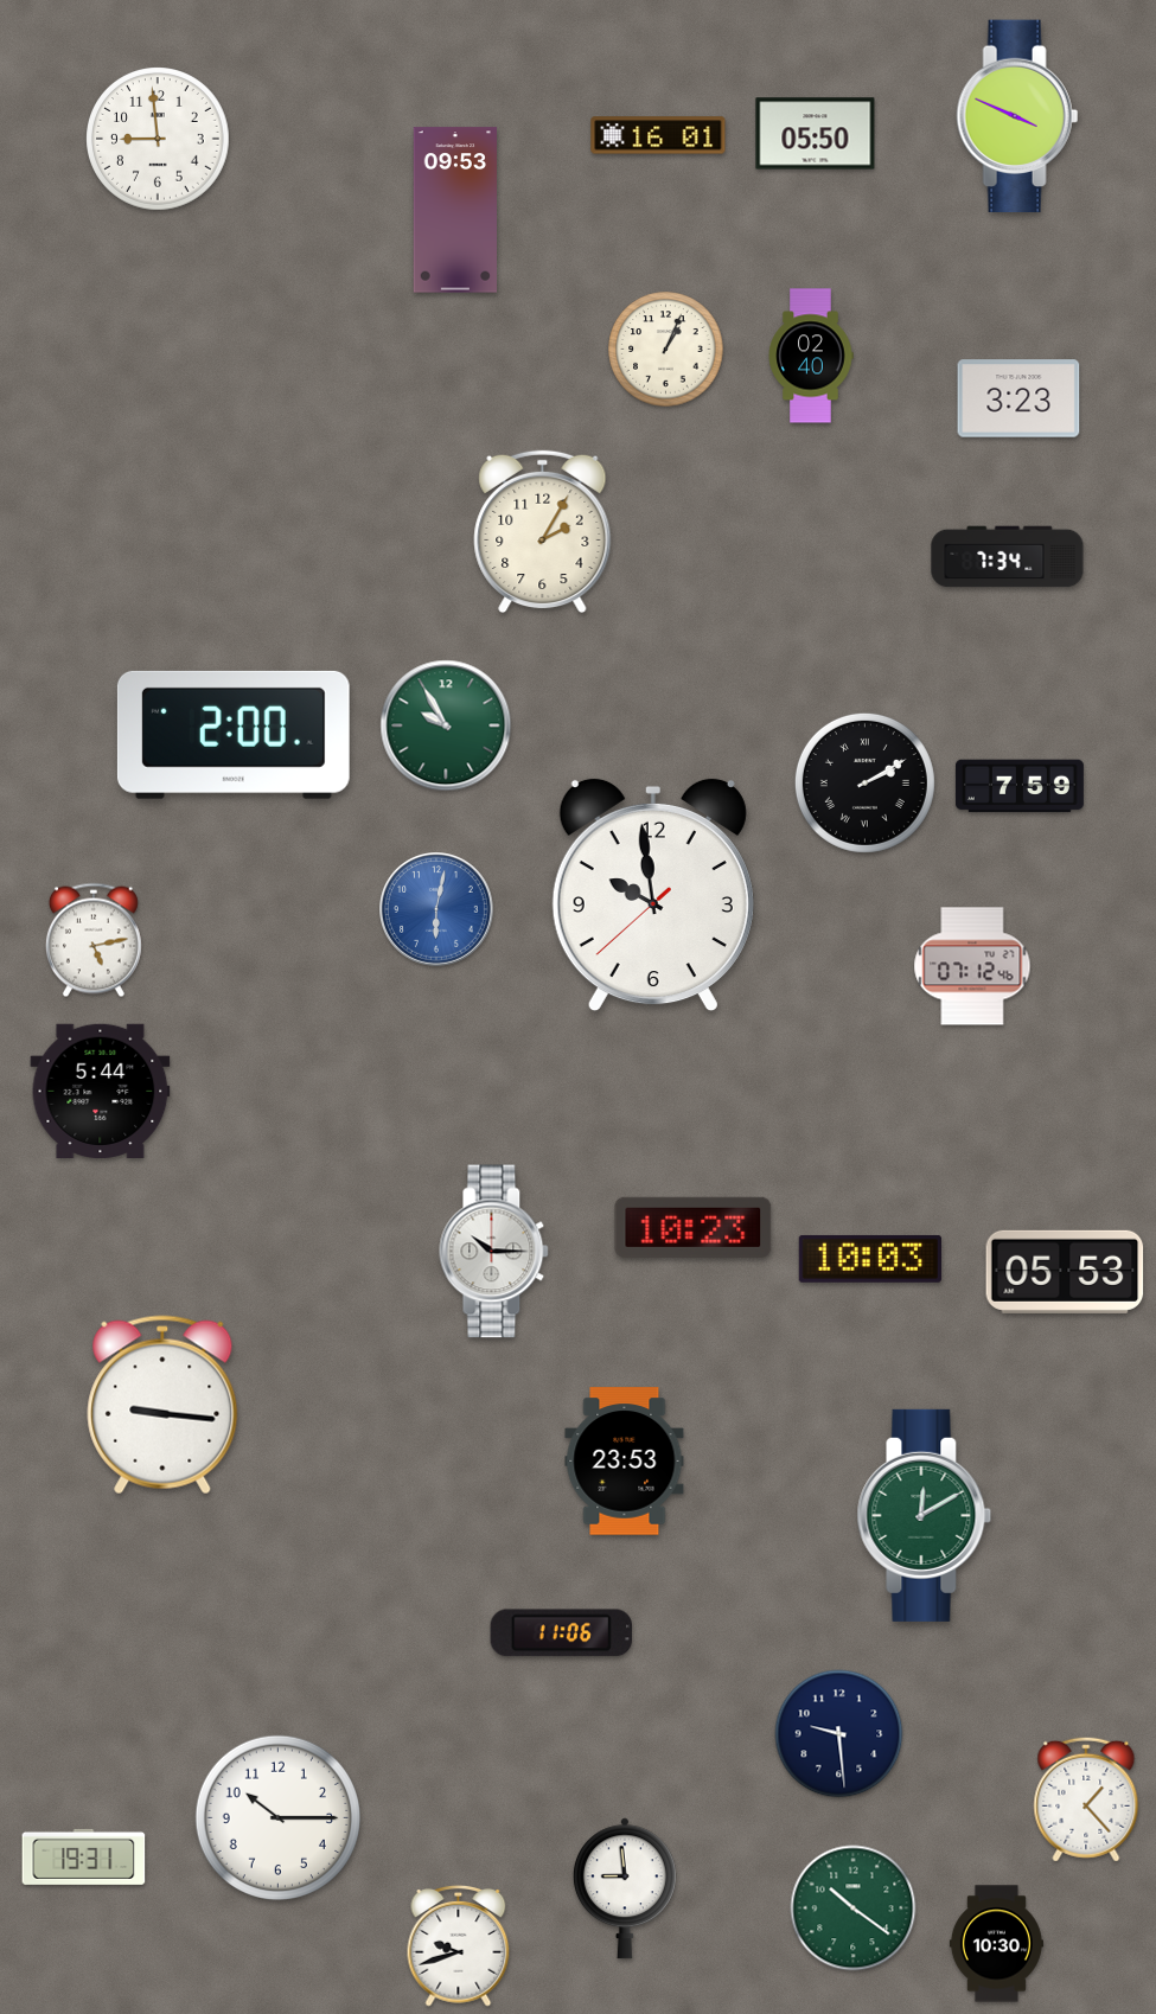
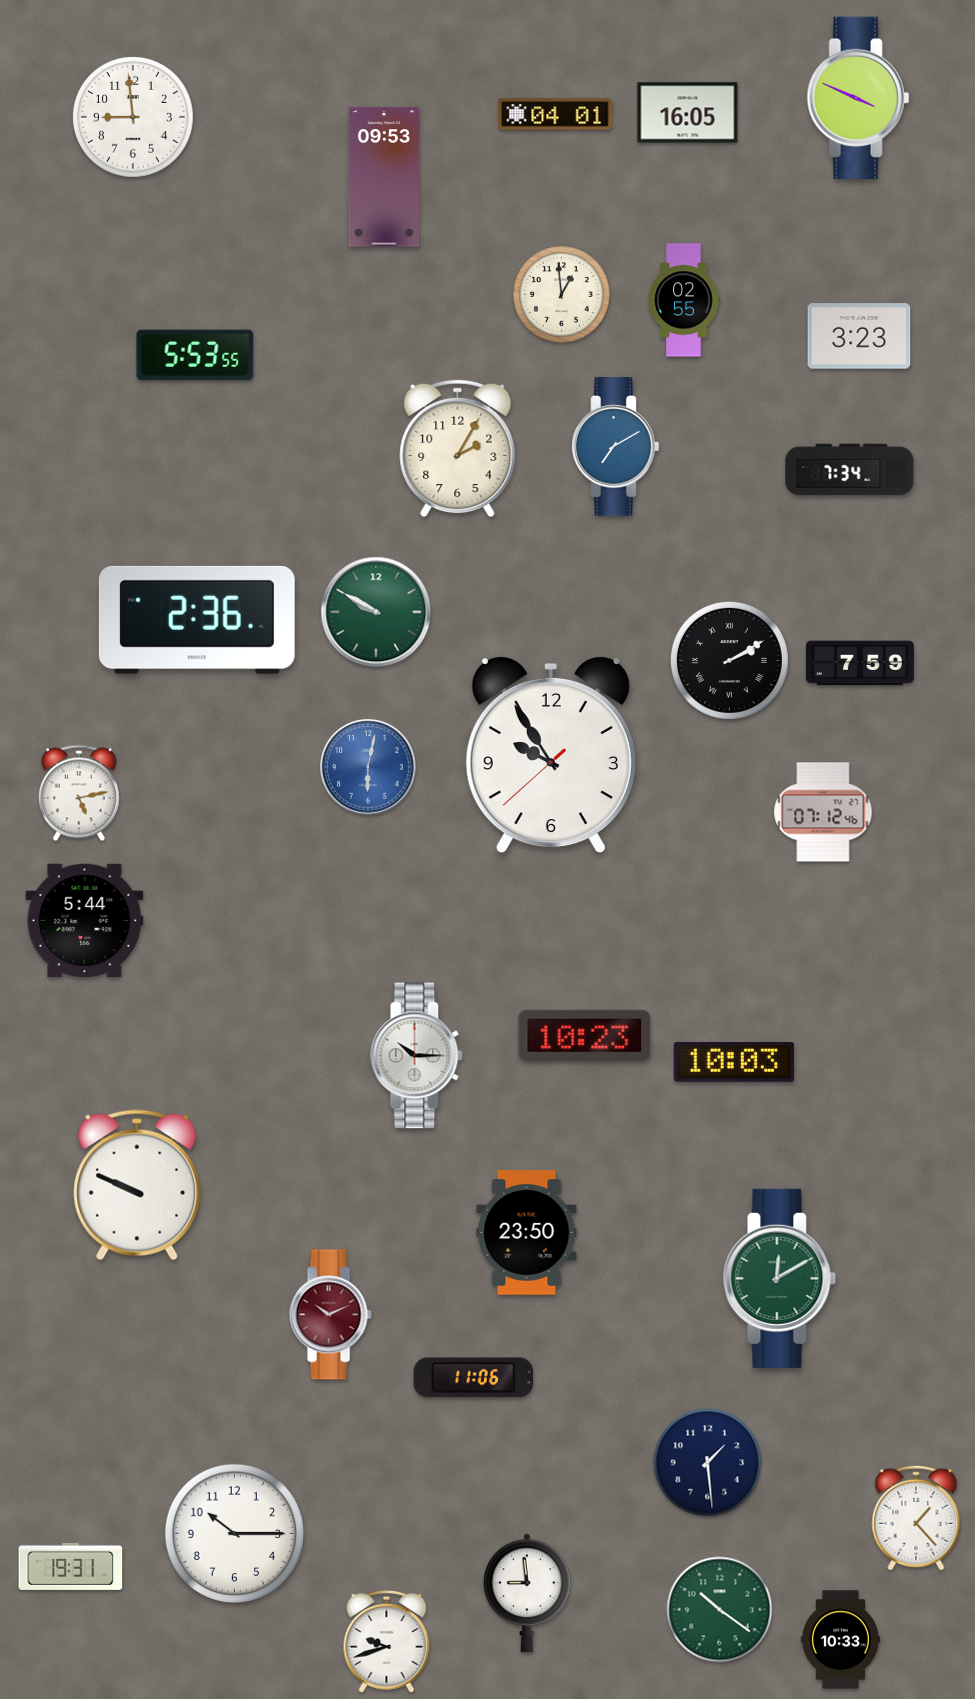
clock at (816, 134): 05:50 -> 16:05
clock at (658, 135): 16:01 -> 04:01
clock at (666, 350): 1:04 -> 12:59
clock at (811, 356): 02:40 -> 02:55
clock at (195, 355): none -> 5:53
clock at (616, 447): none -> 7:10
clock at (446, 725): 9:55 -> 9:50
clock at (234, 735): 2:00 -> 2:36
clock at (653, 895): 9:58 -> 9:54
clock at (972, 966) position: (972, 966) -> (823, 812)
clock at (1065, 1272): 05:53 -> none
clock at (162, 1405): 9:16 -> 9:49
clock at (625, 1462): 23:53 -> 23:50
clock at (330, 1315): none -> 10:11
clock at (839, 1734): 9:29 -> 1:29
clock at (996, 1944): 10:30 -> 10:33
